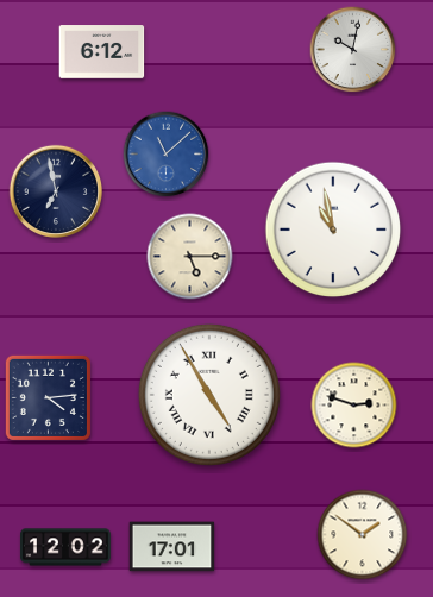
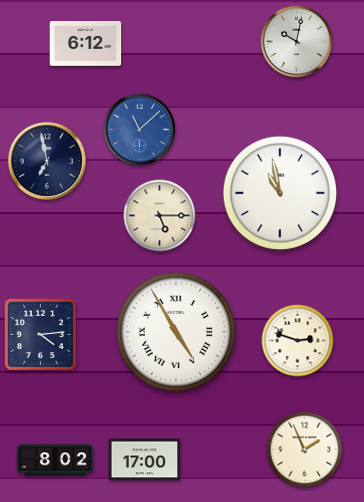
clock at (363, 535): 1:51 -> 1:56
clock at (67, 547): 12:02 -> 8:02
clock at (172, 547): 17:01 -> 17:00
